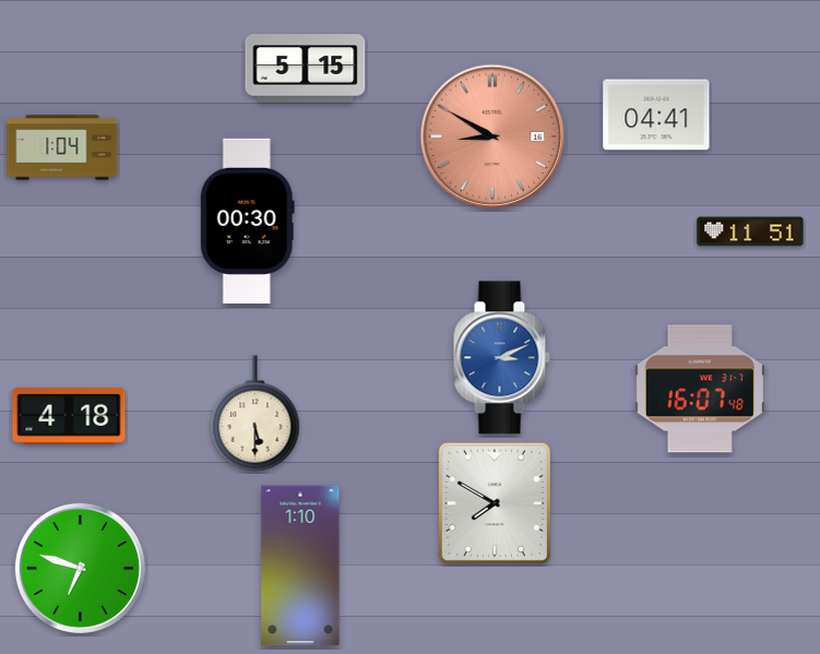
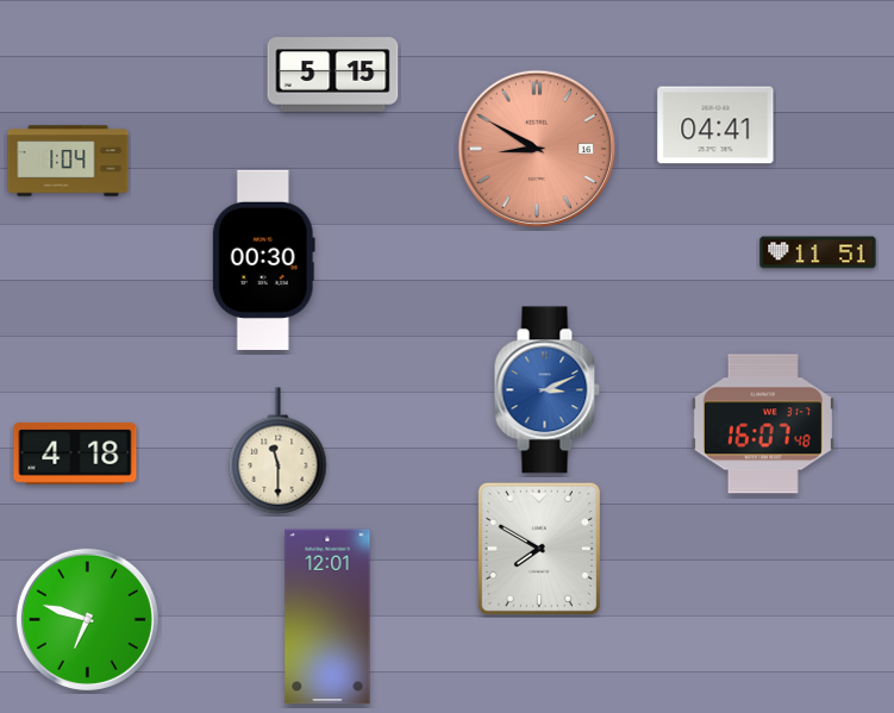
clock at (247, 221) position: (247, 221) -> (263, 259)
clock at (255, 414): 5:30 -> 11:30
clock at (300, 566): 1:10 -> 12:01
